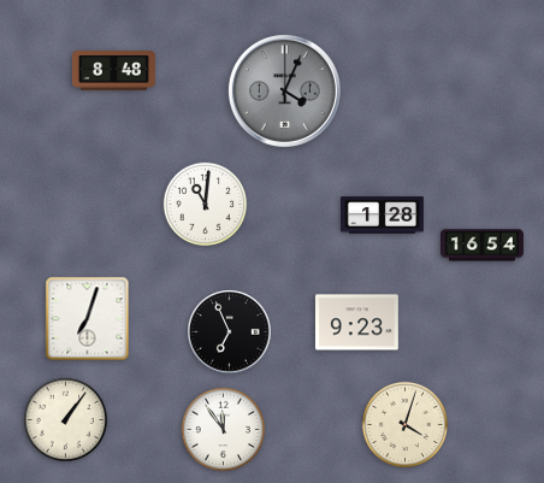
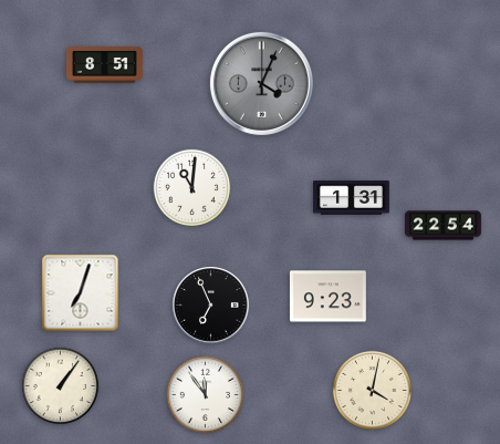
clock at (114, 71): 8:48 -> 8:51
clock at (206, 205) position: (206, 205) -> (192, 188)
clock at (383, 216): 1:28 -> 1:31
clock at (483, 246): 16:54 -> 22:54
clock at (404, 424): 4:03 -> 4:02
